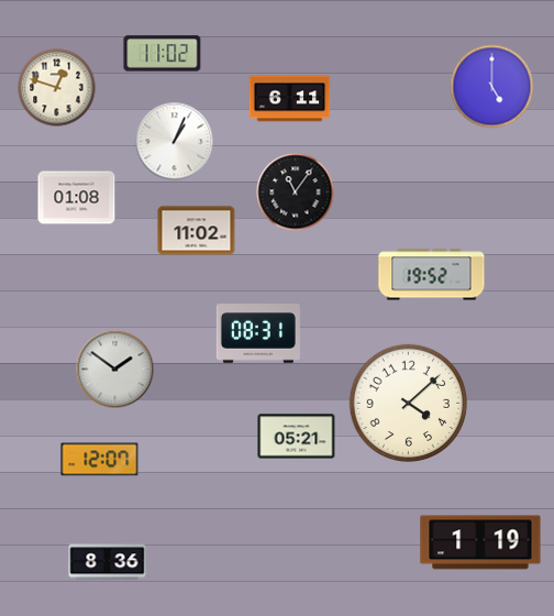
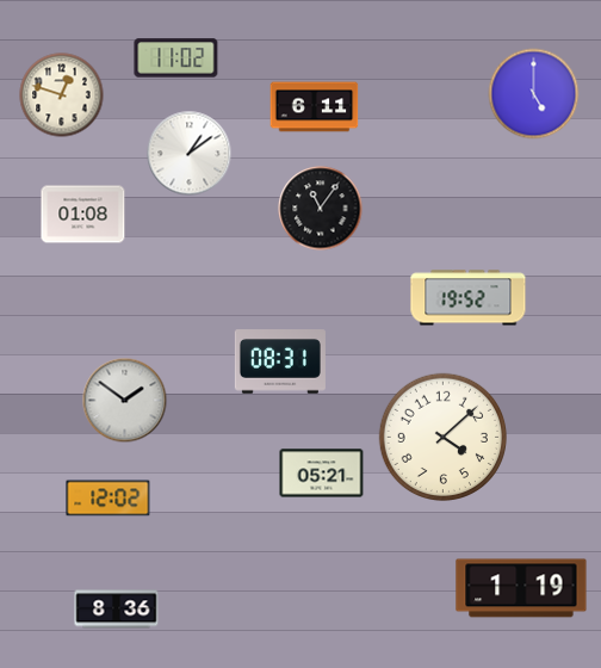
clock at (175, 142): 1:04 -> 1:09
clock at (197, 231): 11:02 -> none
clock at (100, 460): 12:07 -> 12:02
